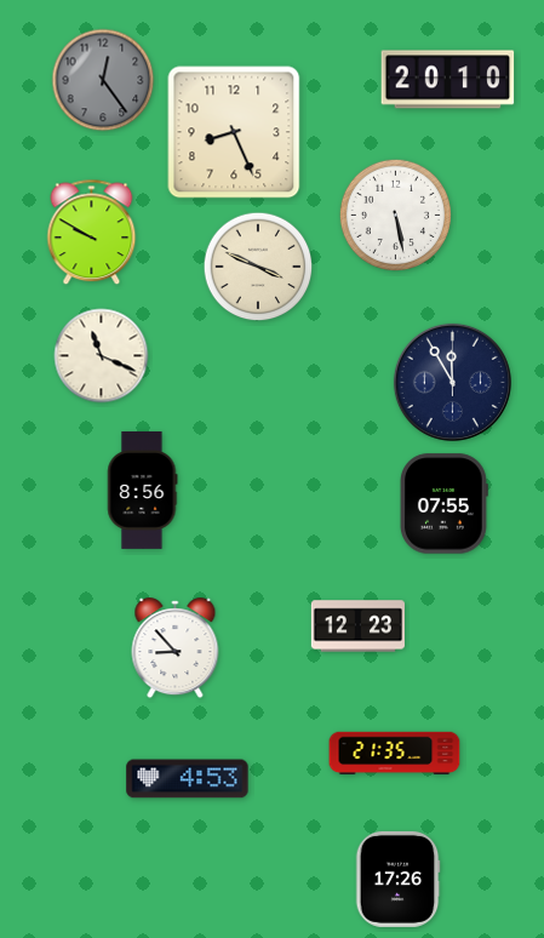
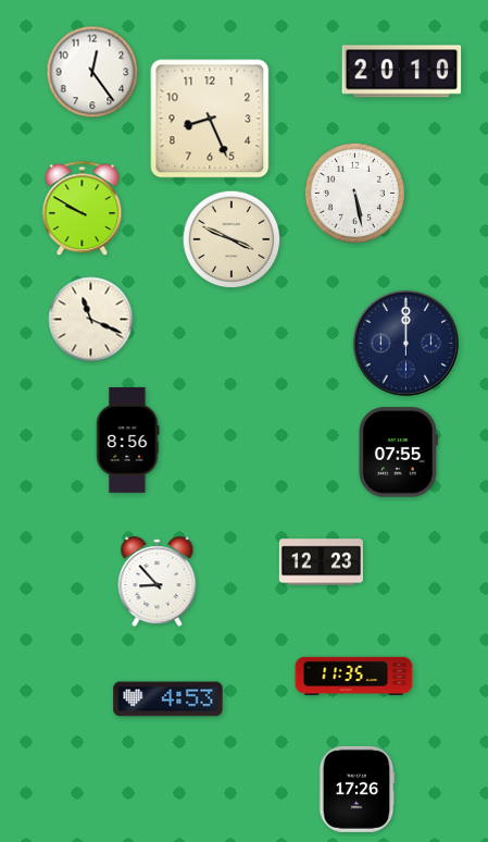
clock at (103, 80) dial: grey -> white
clock at (452, 382): 11:55 -> 12:00
clock at (395, 754): 21:35 -> 11:35
